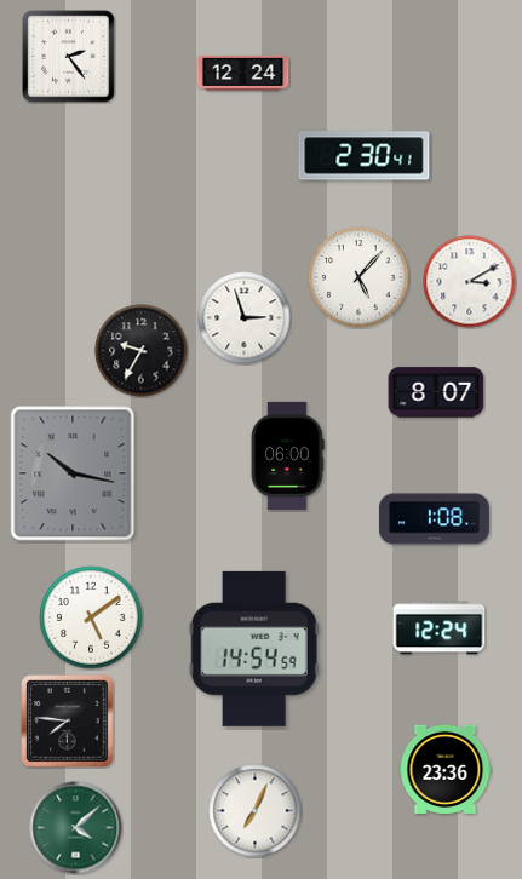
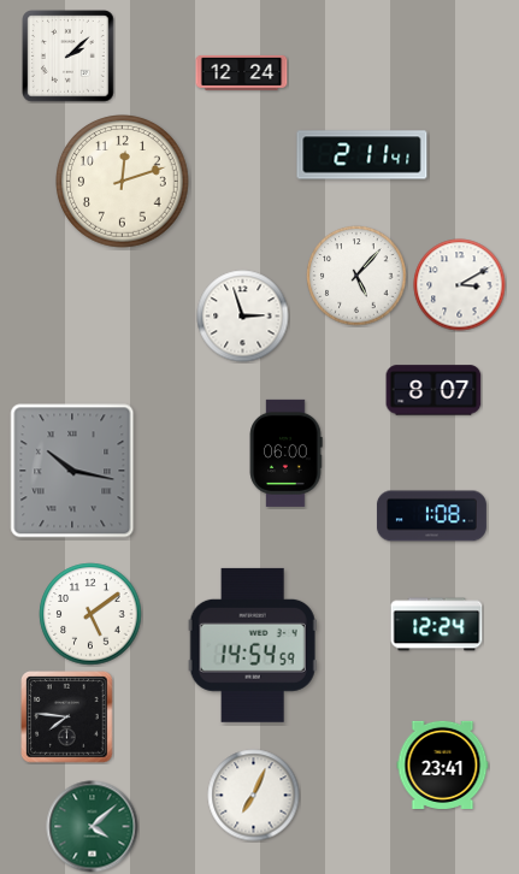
clock at (69, 57): 2:24 -> 2:08
clock at (365, 156): 2:30 -> 2:11
clock at (123, 182): none -> 12:12
clock at (470, 282) position: (470, 282) -> (460, 285)
clock at (142, 351): 9:35 -> none
clock at (446, 769): 23:36 -> 23:41
clock at (256, 811) position: (256, 811) -> (254, 796)
clock at (76, 828) position: (76, 828) -> (93, 827)
